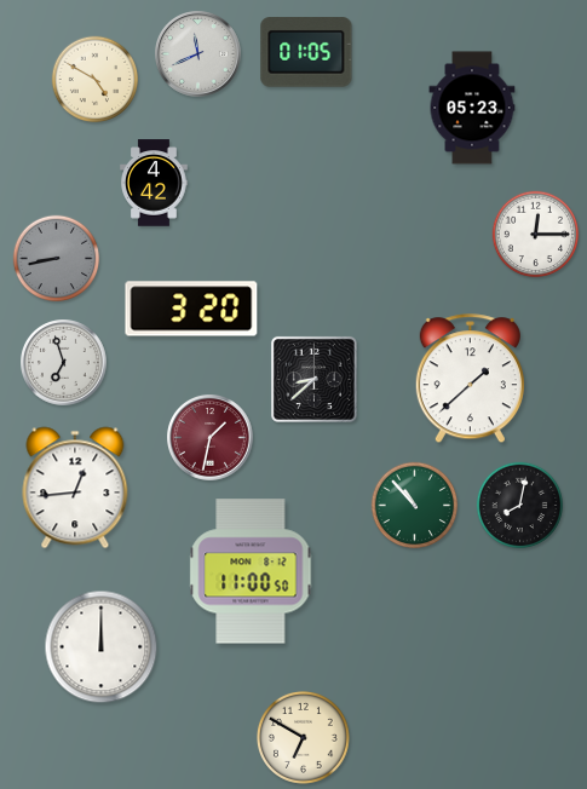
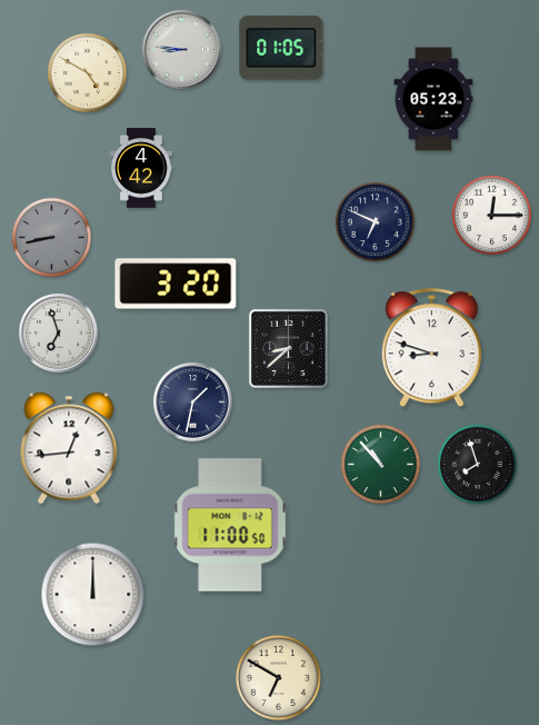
clock at (198, 54): 11:41 -> 8:46
clock at (376, 222): none -> 6:49
clock at (470, 379): 1:38 -> 8:48
clock at (211, 438) dial: burgundy -> navy
clock at (520, 506): 8:02 -> 7:57
